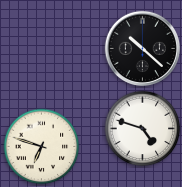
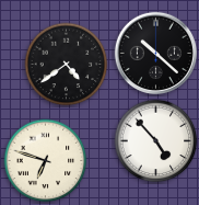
clock at (67, 65): none -> 4:39
clock at (143, 129): 4:48 -> 4:53
